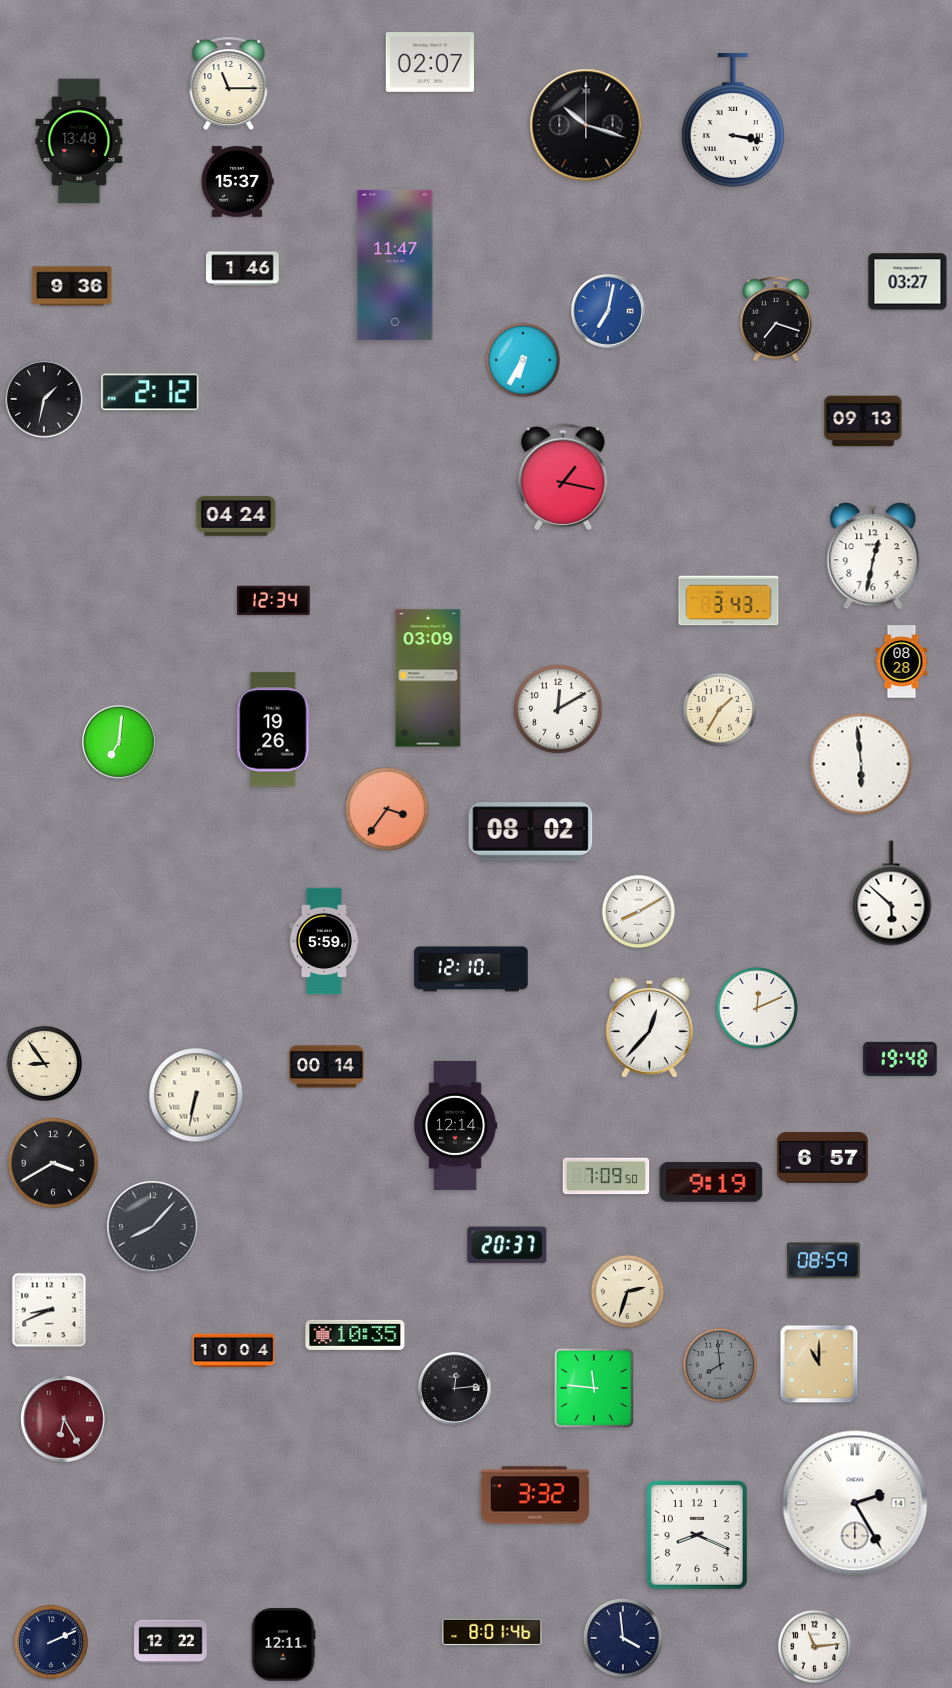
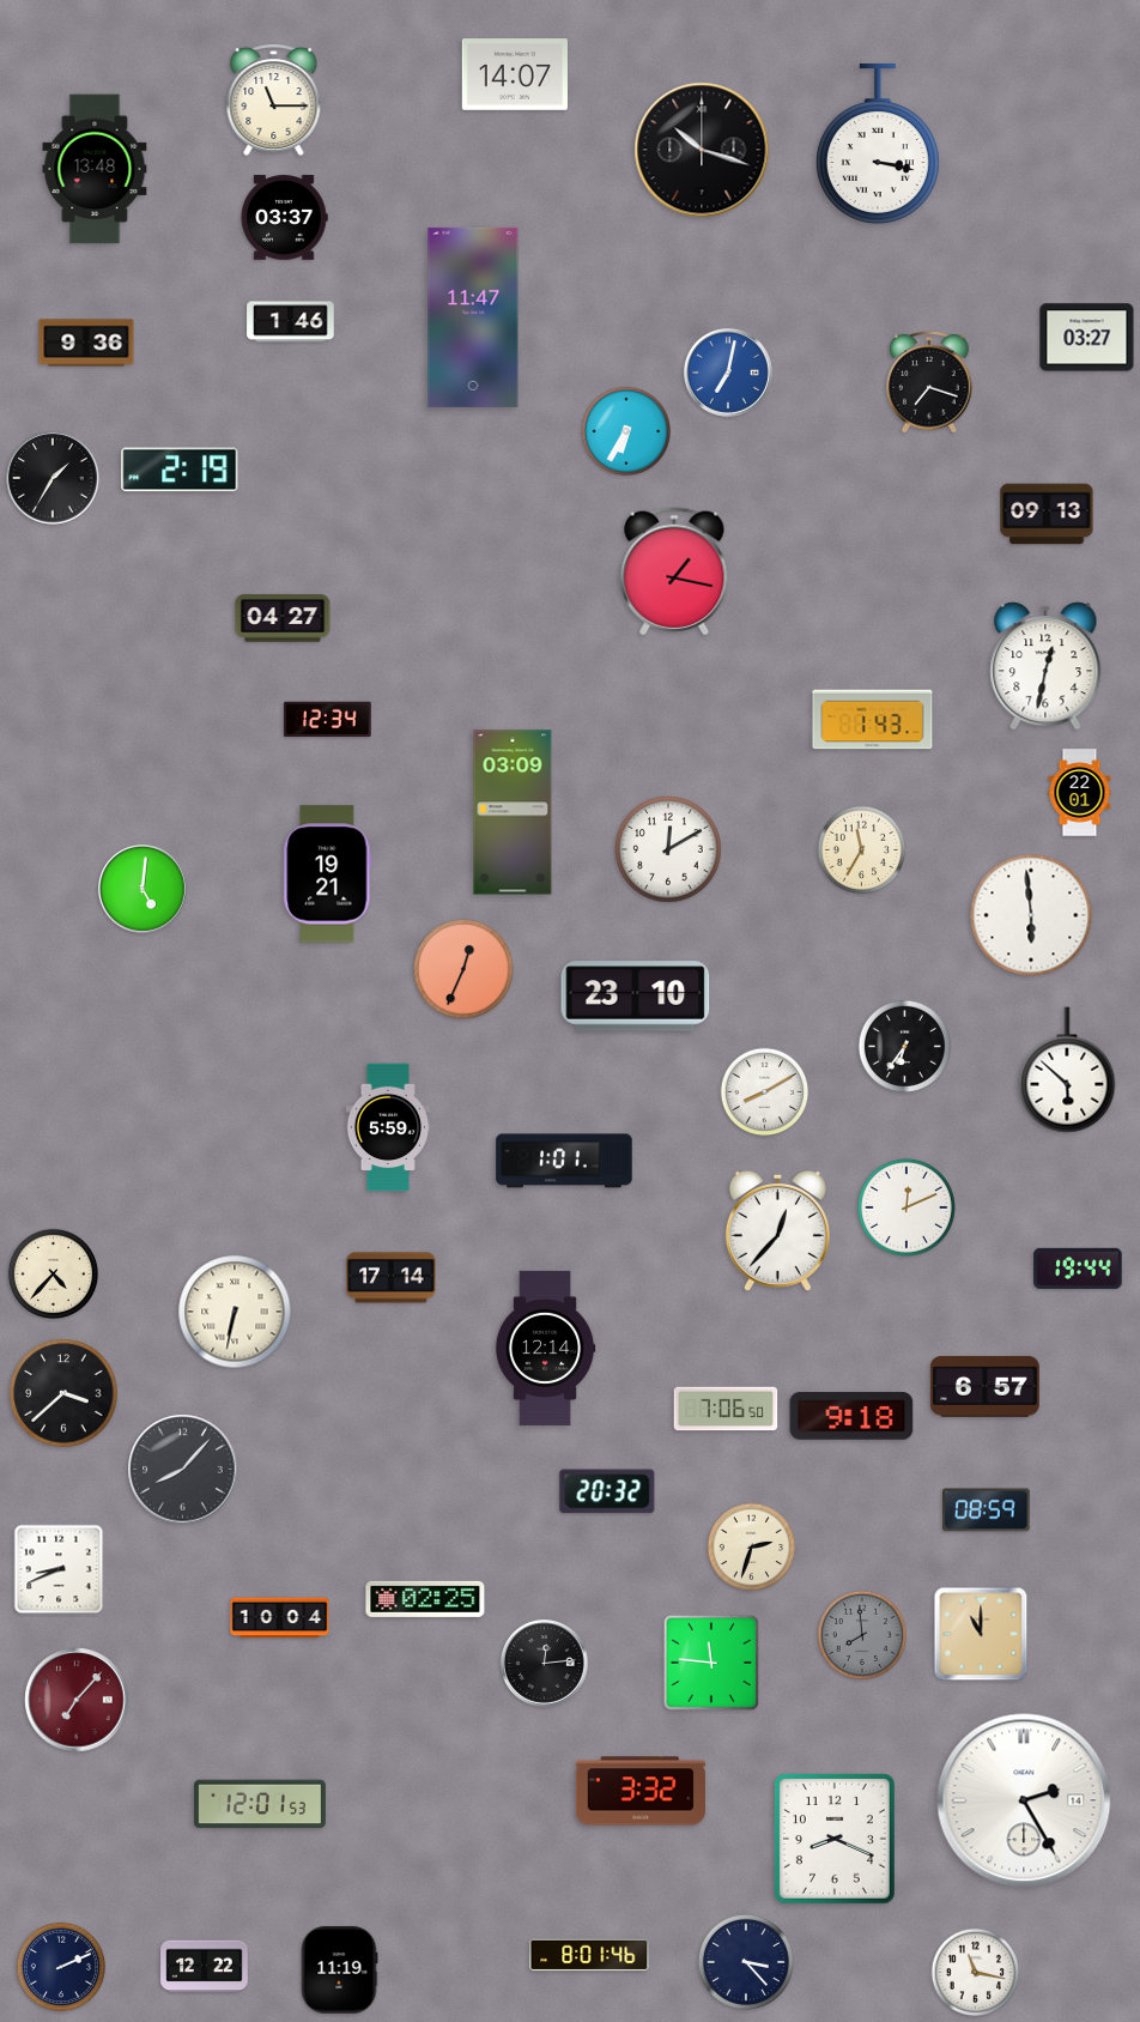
clock at (430, 62): 02:07 -> 14:07
clock at (237, 182): 15:37 -> 03:37
clock at (150, 392): 2:12 -> 2:19
clock at (44, 399): 1:32 -> 1:35
clock at (863, 421) position: (863, 421) -> (1047, 514)
clock at (236, 516): 04:24 -> 04:27
clock at (729, 601): 3:43 -> 1:43
clock at (902, 662): 08:28 -> 22:01
clock at (720, 710): 1:35 -> 11:35
clock at (274, 730): 19:26 -> 19:21
clock at (120, 743): 7:01 -> 5:01
clock at (388, 810): 3:36 -> 12:34
clock at (531, 832): 08:02 -> 23:10
clock at (904, 1046): none -> 6:36
clock at (471, 969): 12:10 -> 1:01
clock at (900, 1059): 19:48 -> 19:44
clock at (44, 1063): 8:54 -> 4:37
clock at (327, 1067): 00:14 -> 17:14
clock at (53, 1163): 3:40 -> 3:38
clock at (606, 1176): 7:09 -> 7:06
clock at (711, 1182): 9:19 -> 9:18
clock at (507, 1245): 20:37 -> 20:32
clock at (355, 1335): 10:35 -> 02:25
clock at (64, 1419): 6:25 -> 7:07
clock at (260, 1804): none -> 12:01
clock at (623, 1638): 3:59 -> 3:23
clock at (283, 1645): 12:11 -> 11:19
clock at (815, 1647): 11:14 -> 11:17
